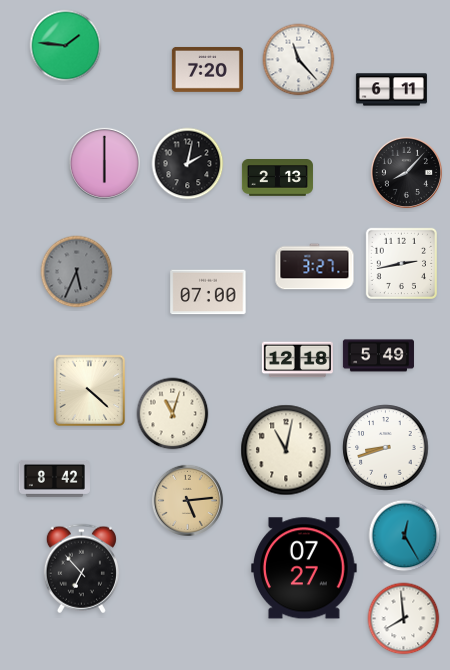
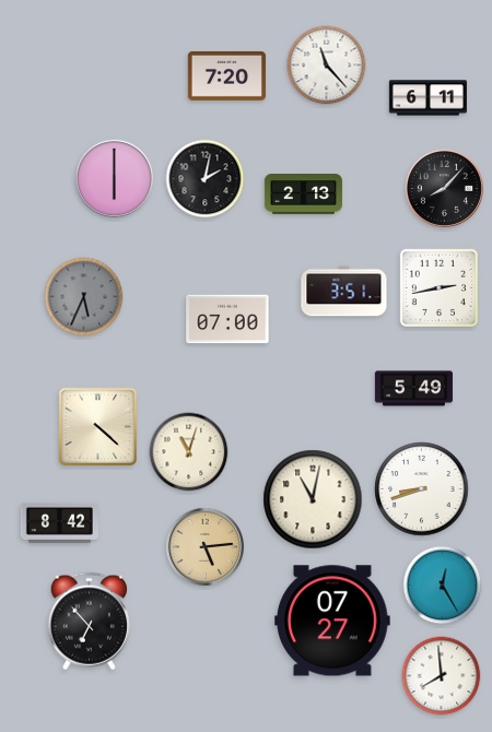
clock at (66, 46): 1:46 -> none
clock at (315, 267): 3:27 -> 3:51
clock at (297, 360): 12:18 -> none
clock at (286, 450) position: (286, 450) -> (313, 499)
